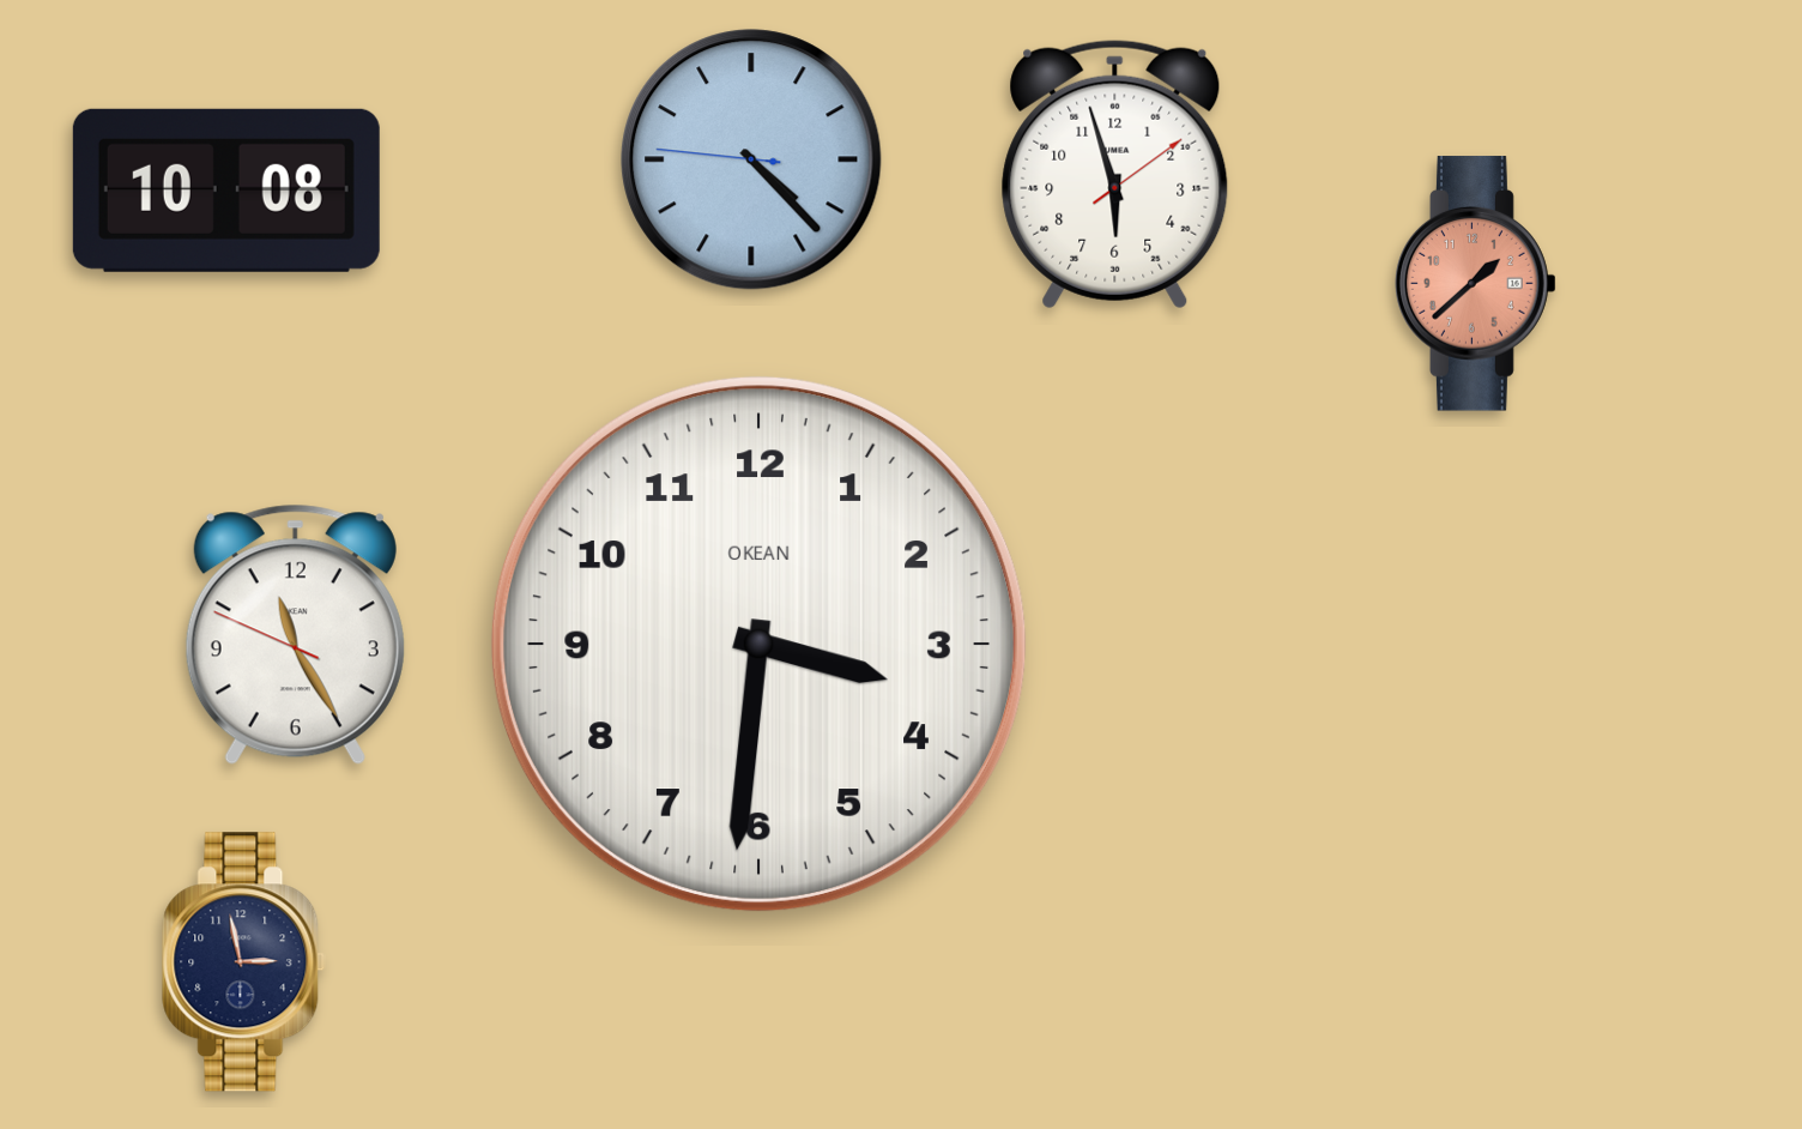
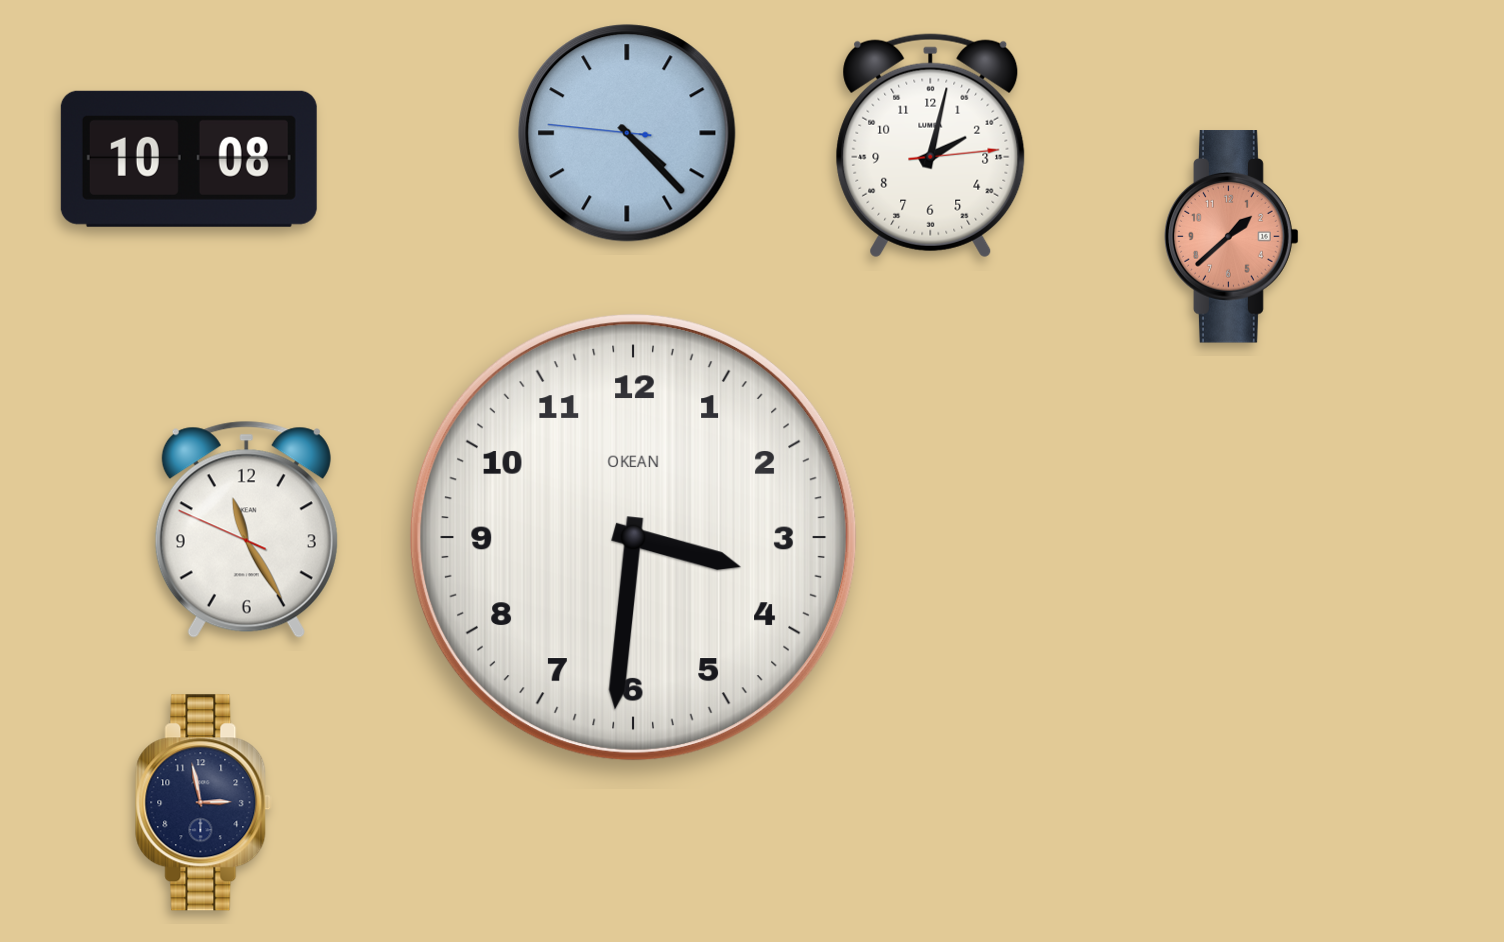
clock at (1115, 175): 5:57 -> 2:02
